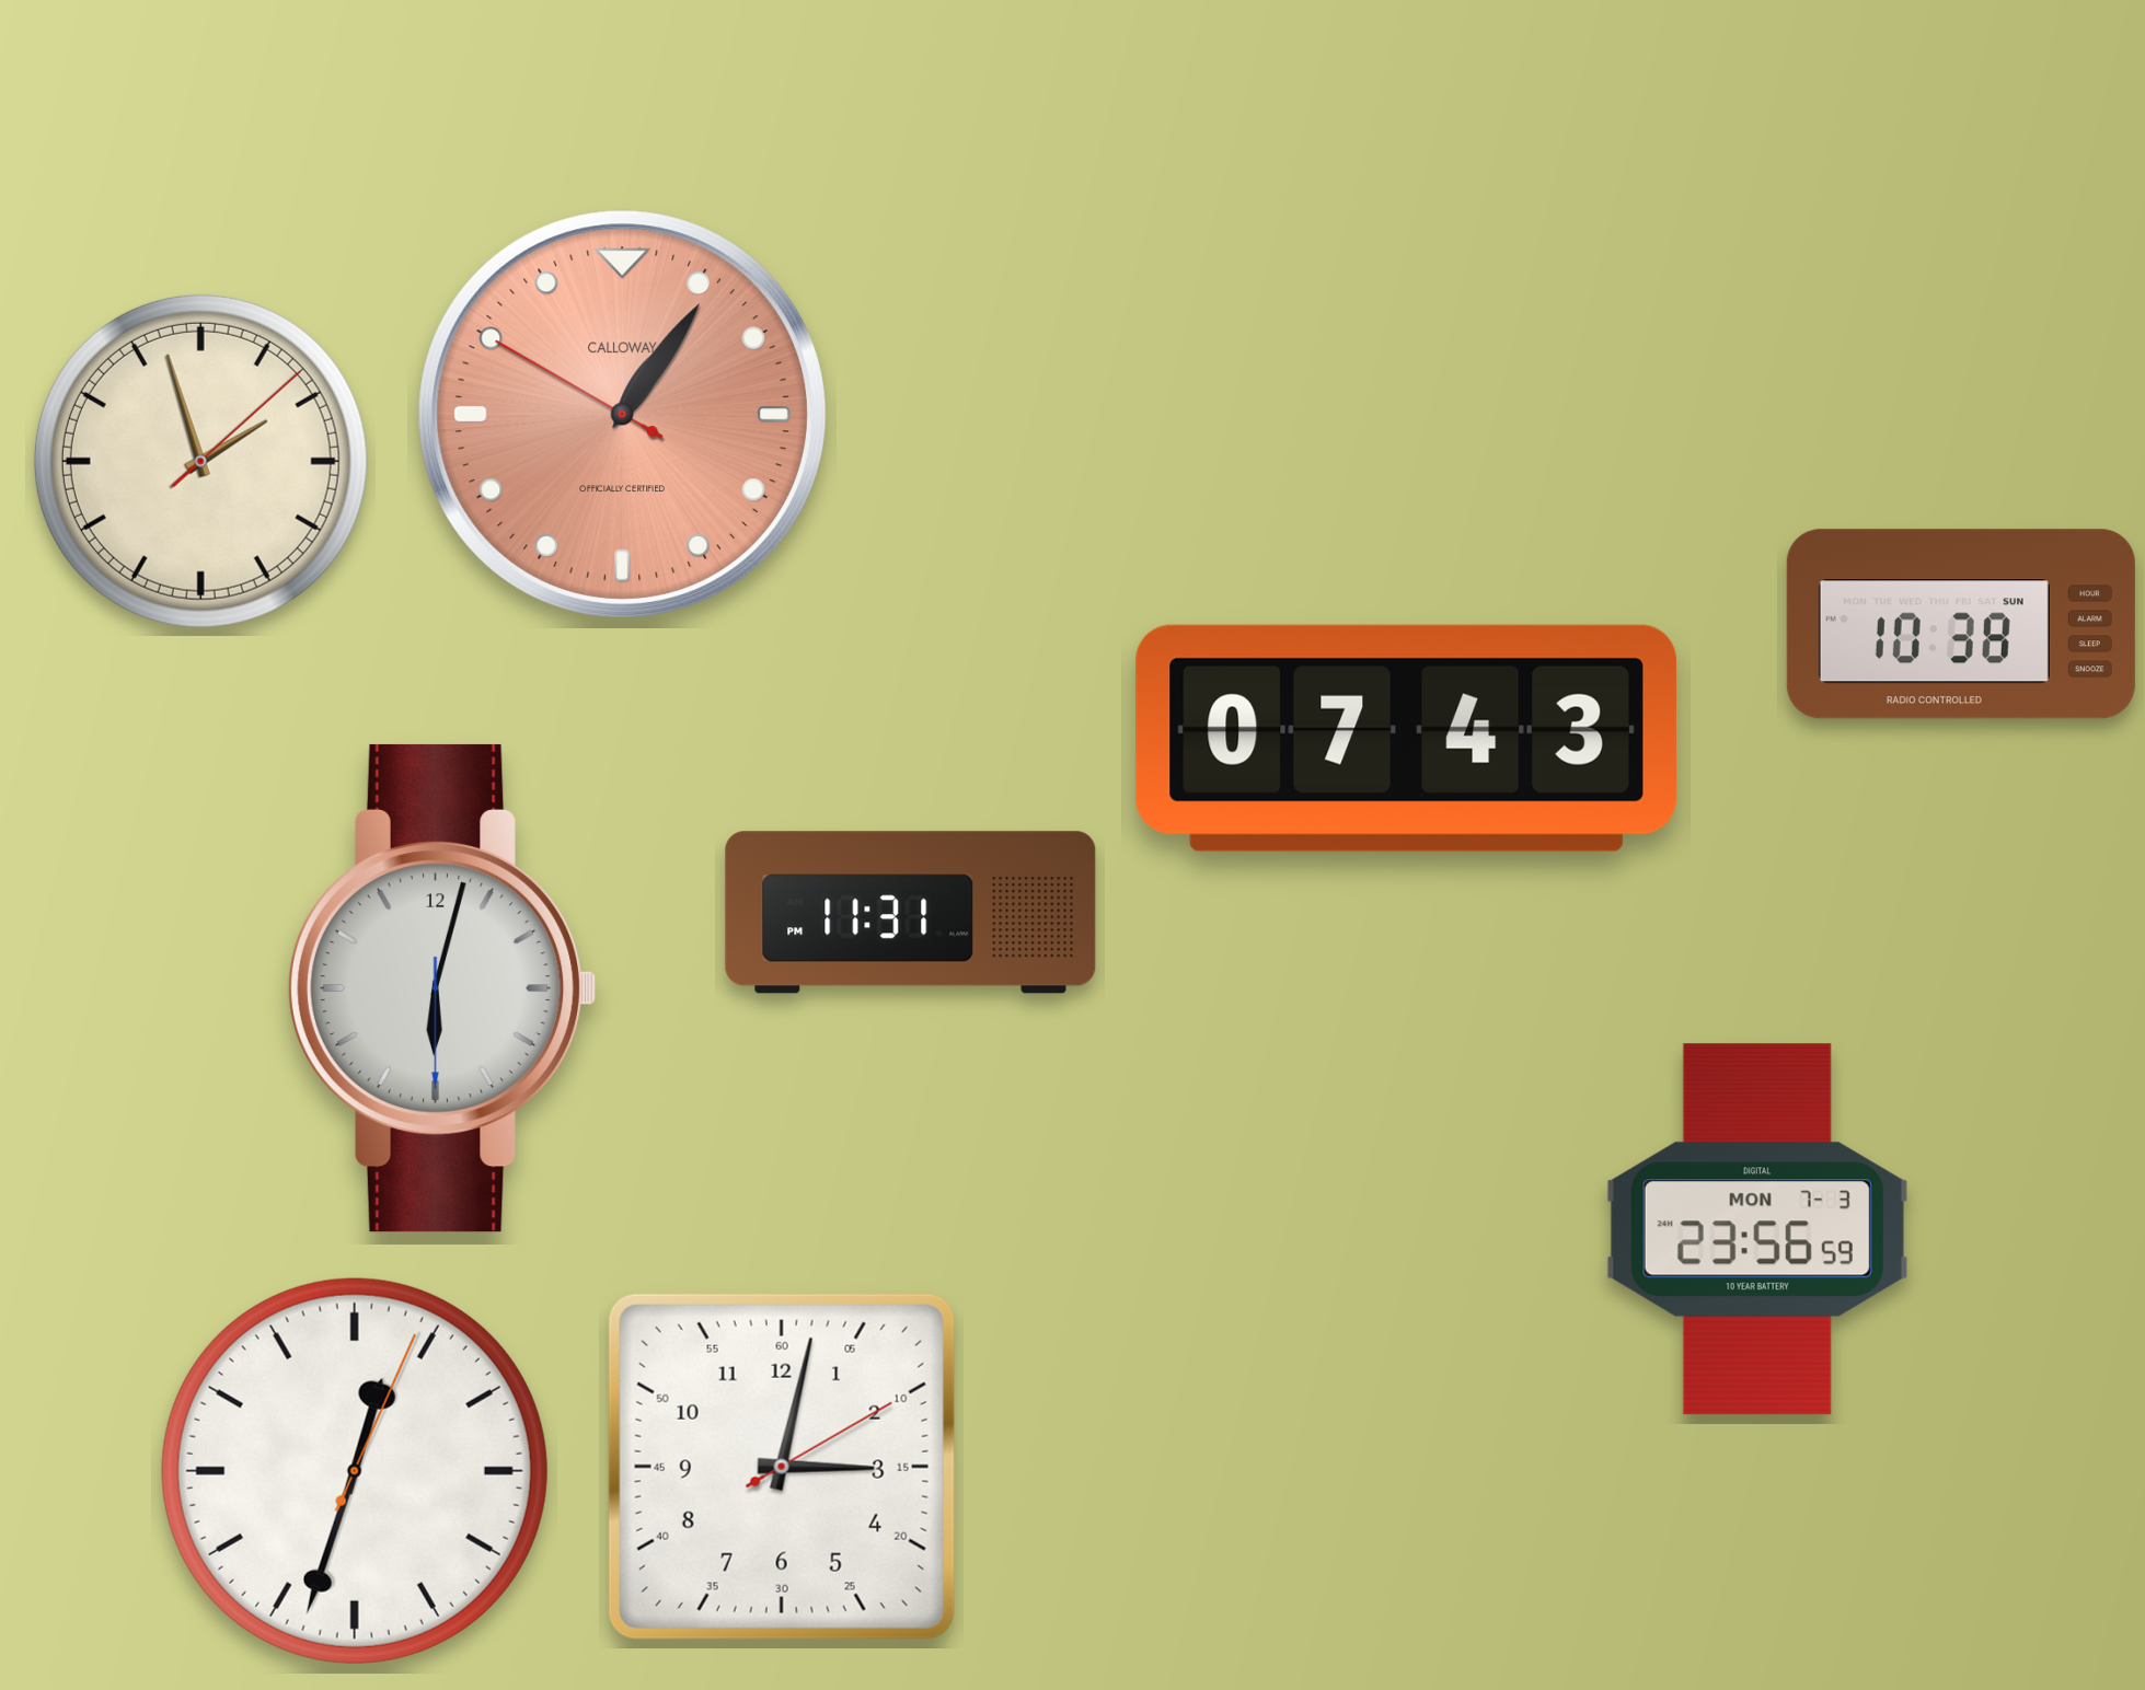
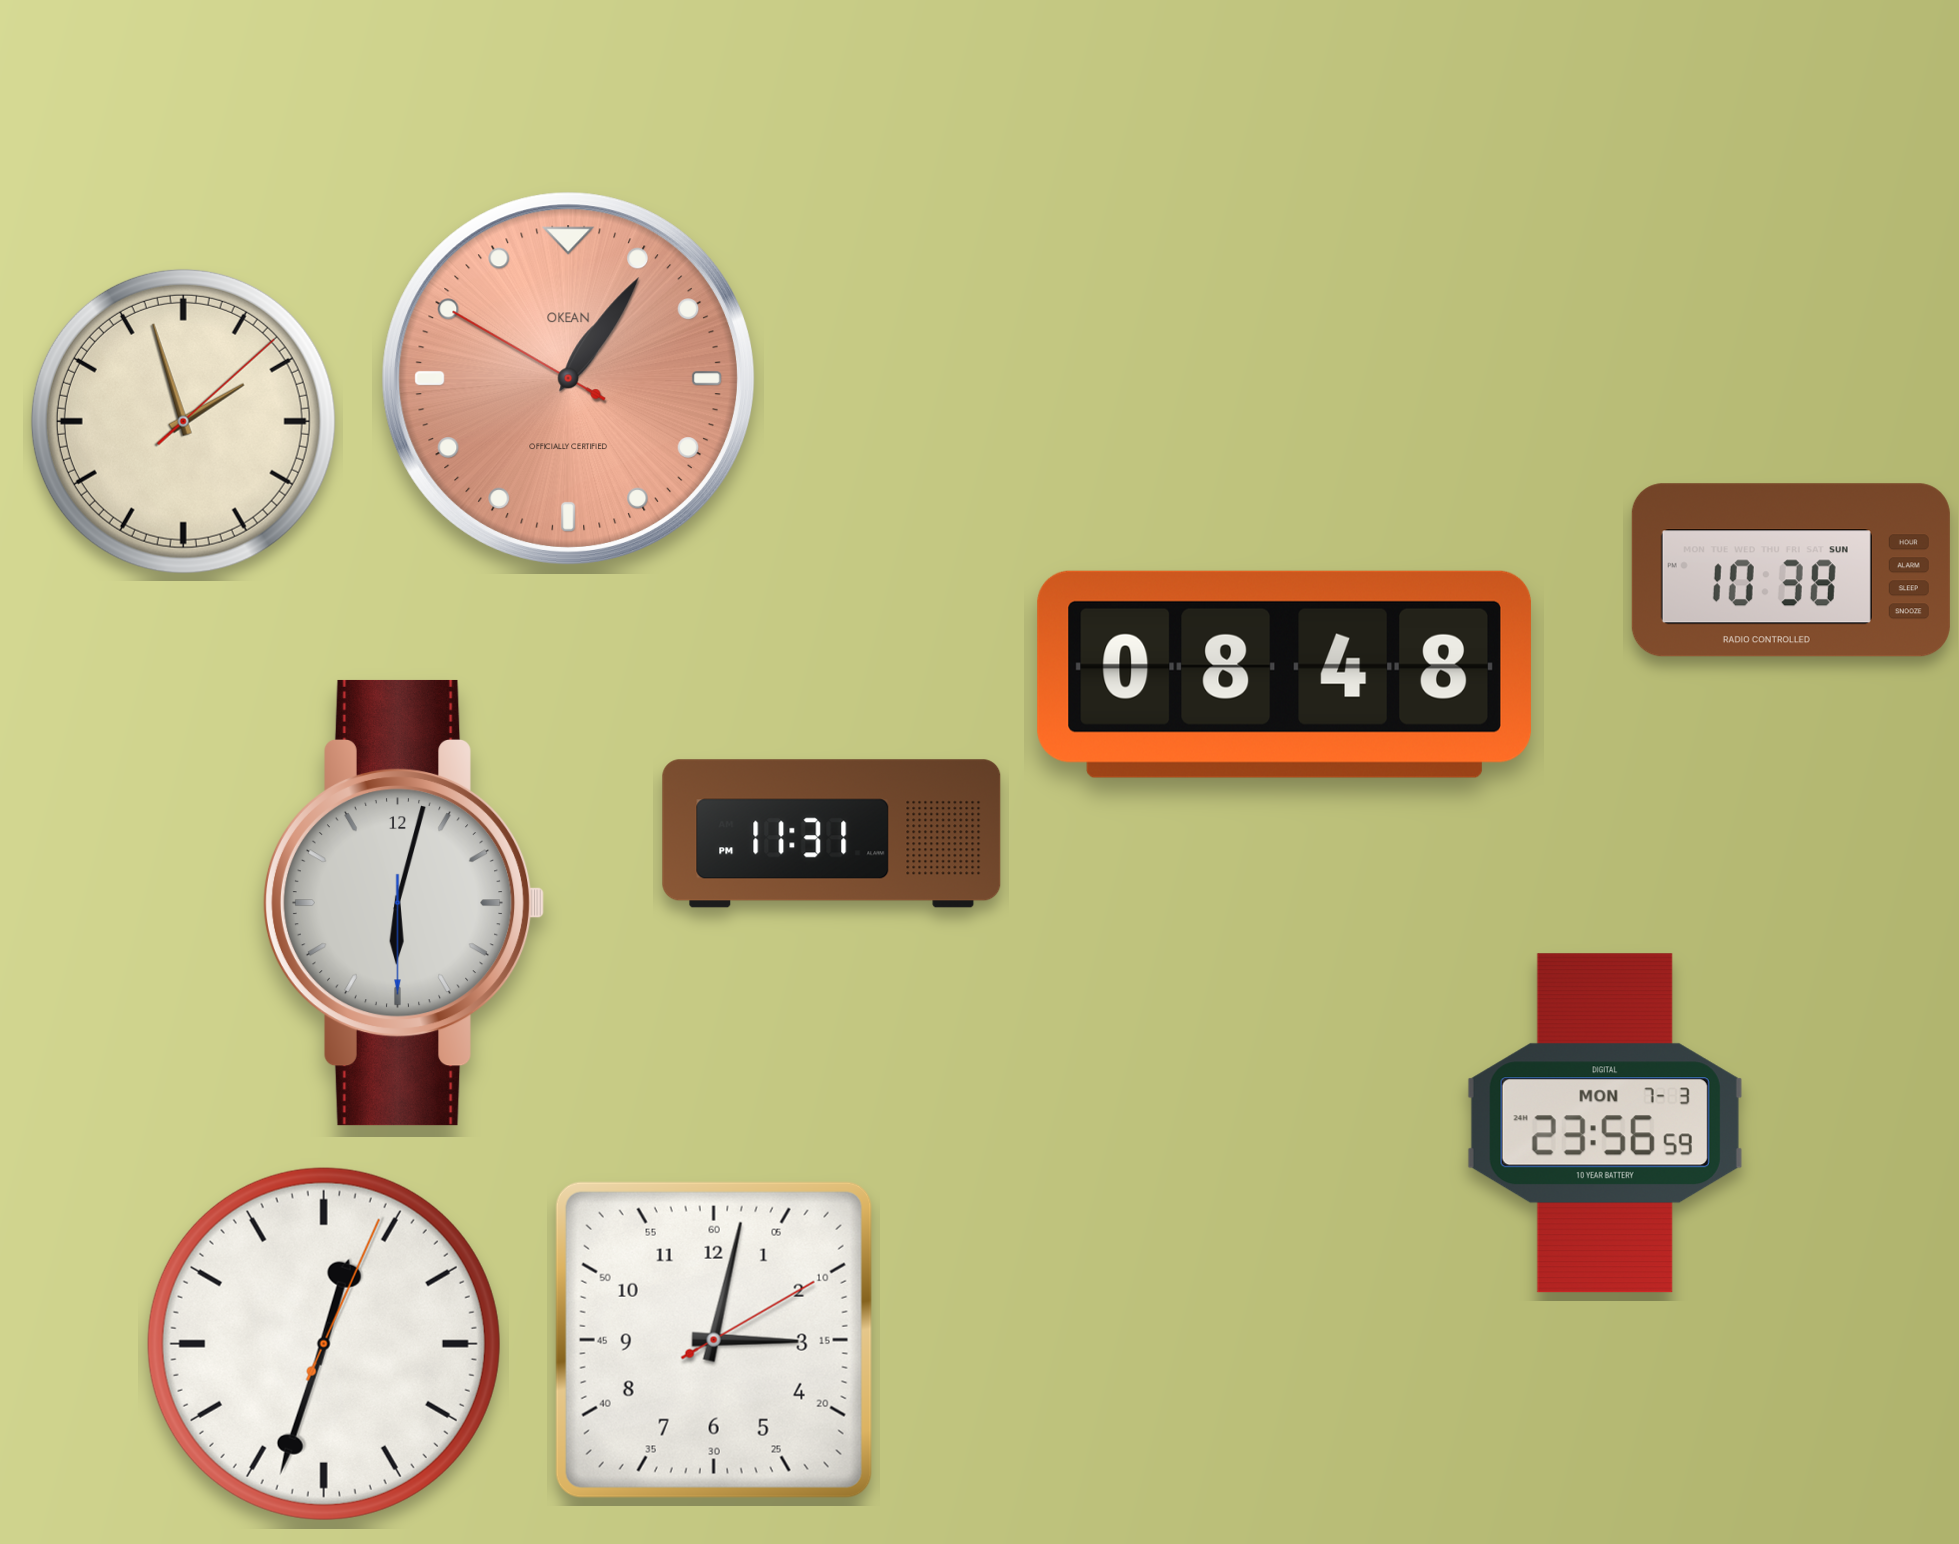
clock at (622, 414) brand: CALLOWAY -> OKEAN
clock at (1406, 738): 07:43 -> 08:48
